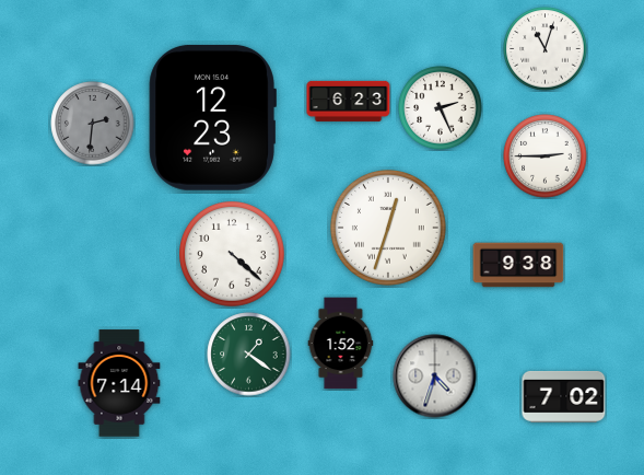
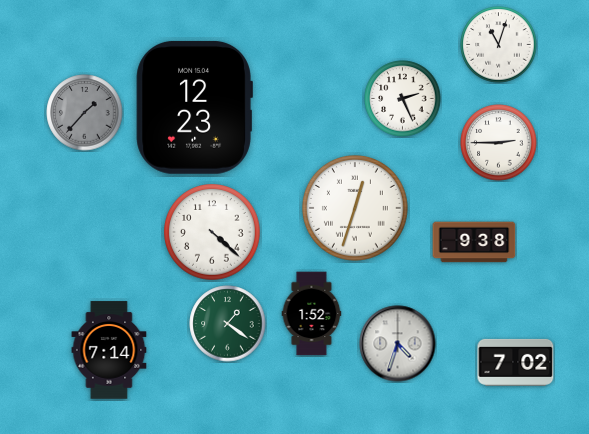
clock at (349, 101): 6:23 -> none
clock at (93, 124): 2:31 -> 1:37
